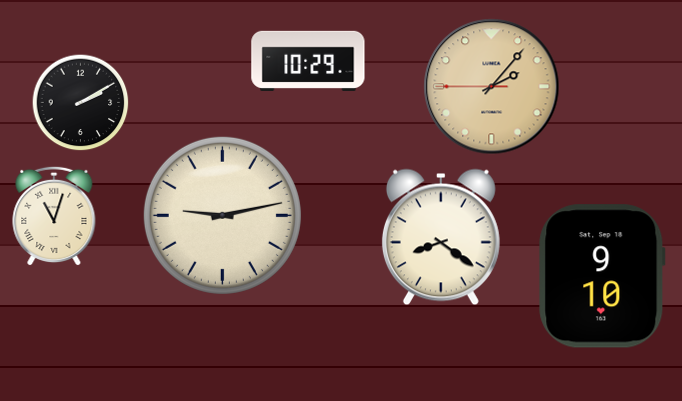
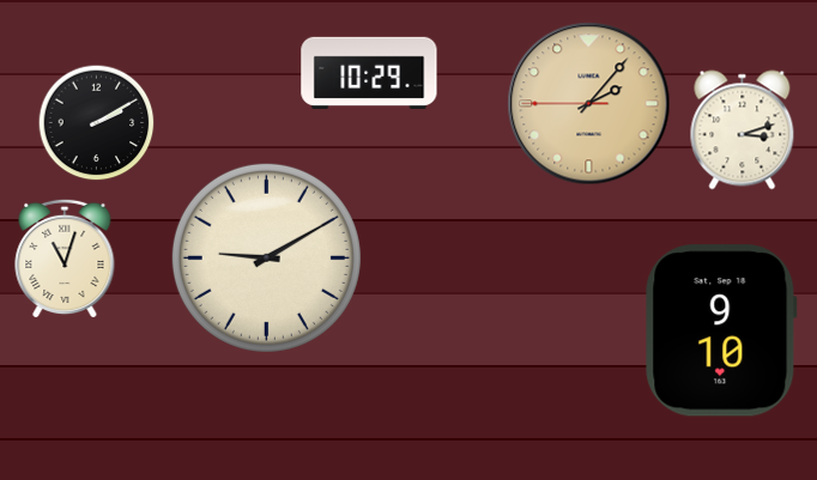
clock at (743, 130): none -> 3:12
clock at (222, 215): 9:13 -> 9:10
clock at (441, 237): 8:21 -> none
